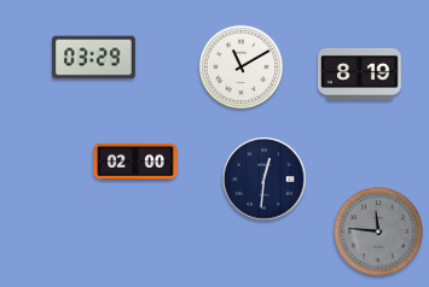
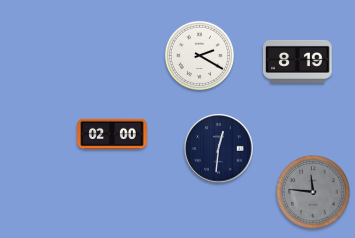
clock at (94, 58): 03:29 -> none
clock at (240, 66): 11:10 -> 2:20
